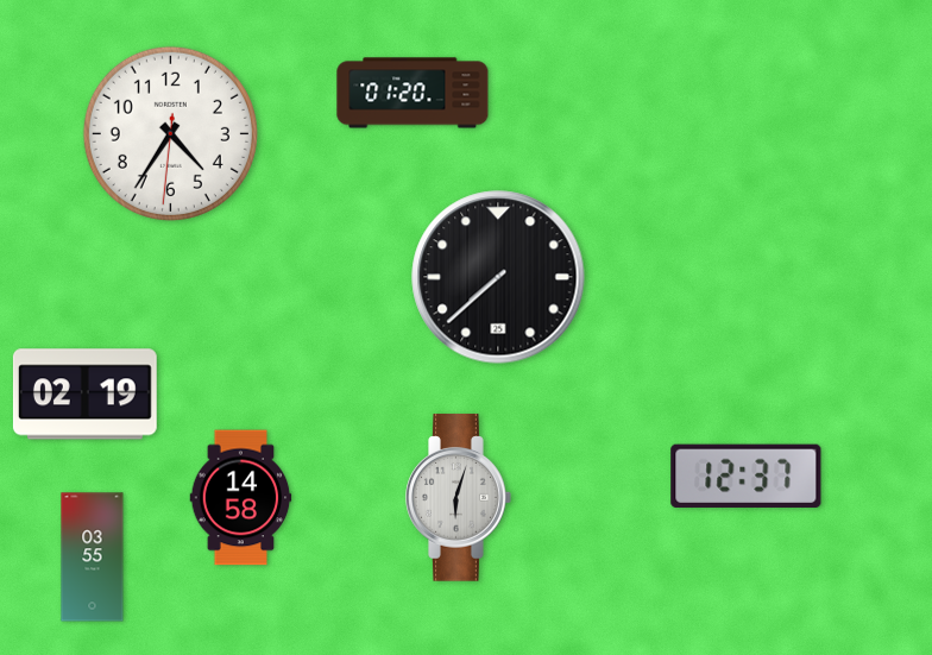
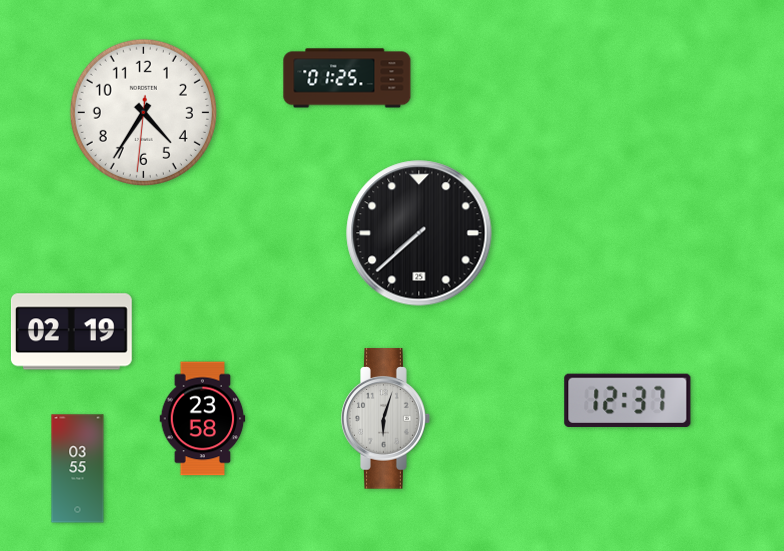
clock at (413, 93): 01:20 -> 01:25
clock at (241, 498): 14:58 -> 23:58
